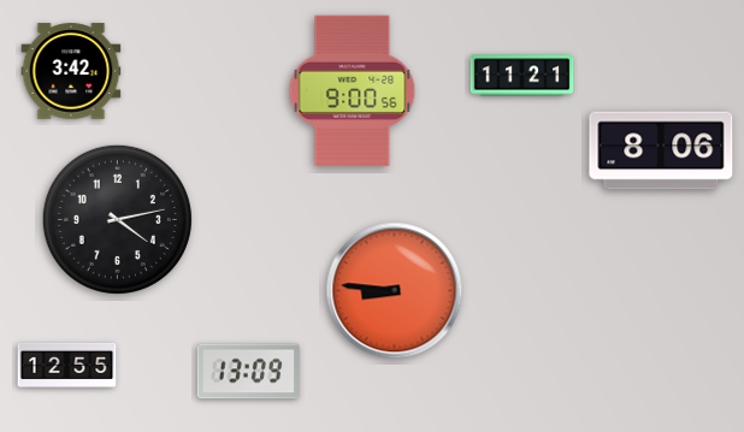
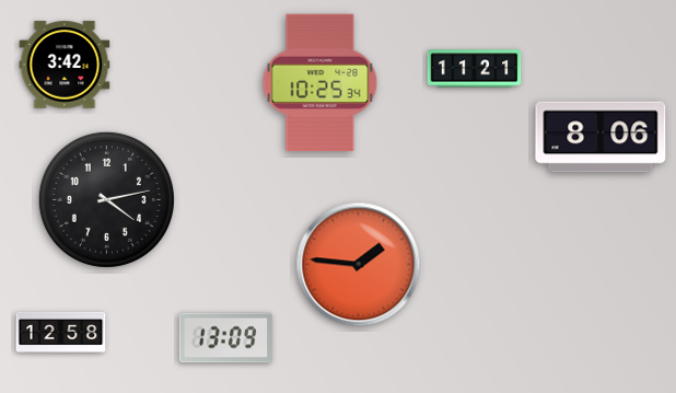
clock at (353, 90): 9:00 -> 10:25
clock at (395, 291): 8:46 -> 1:46
clock at (67, 365): 12:55 -> 12:58
